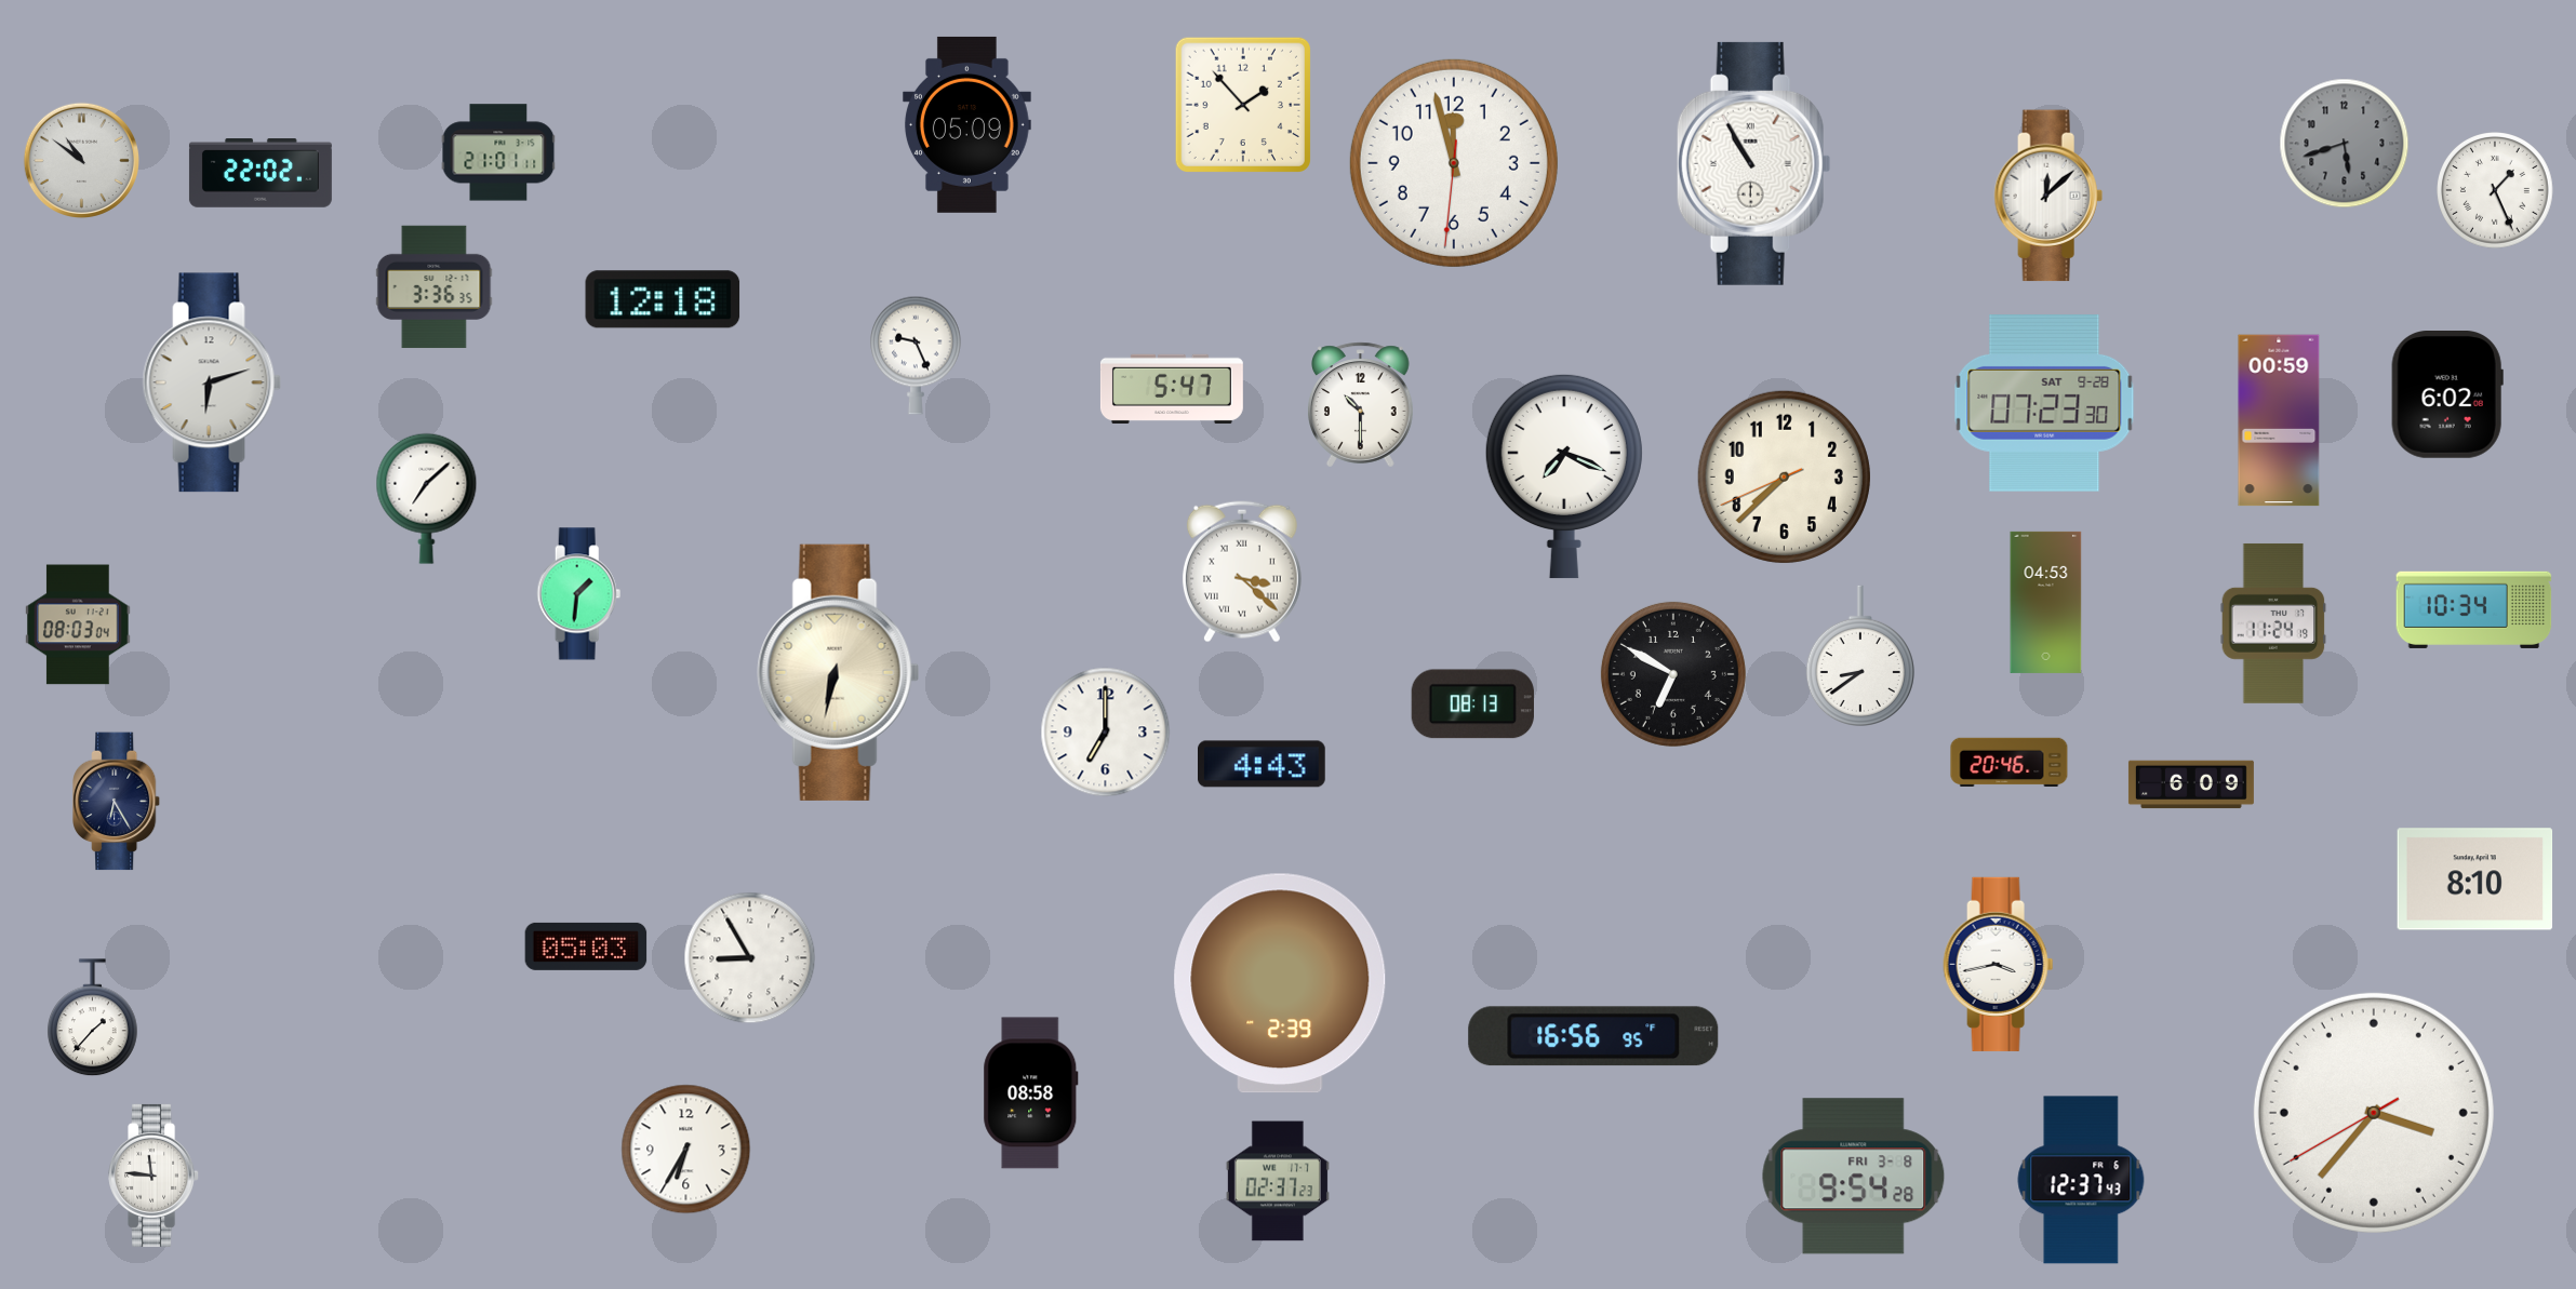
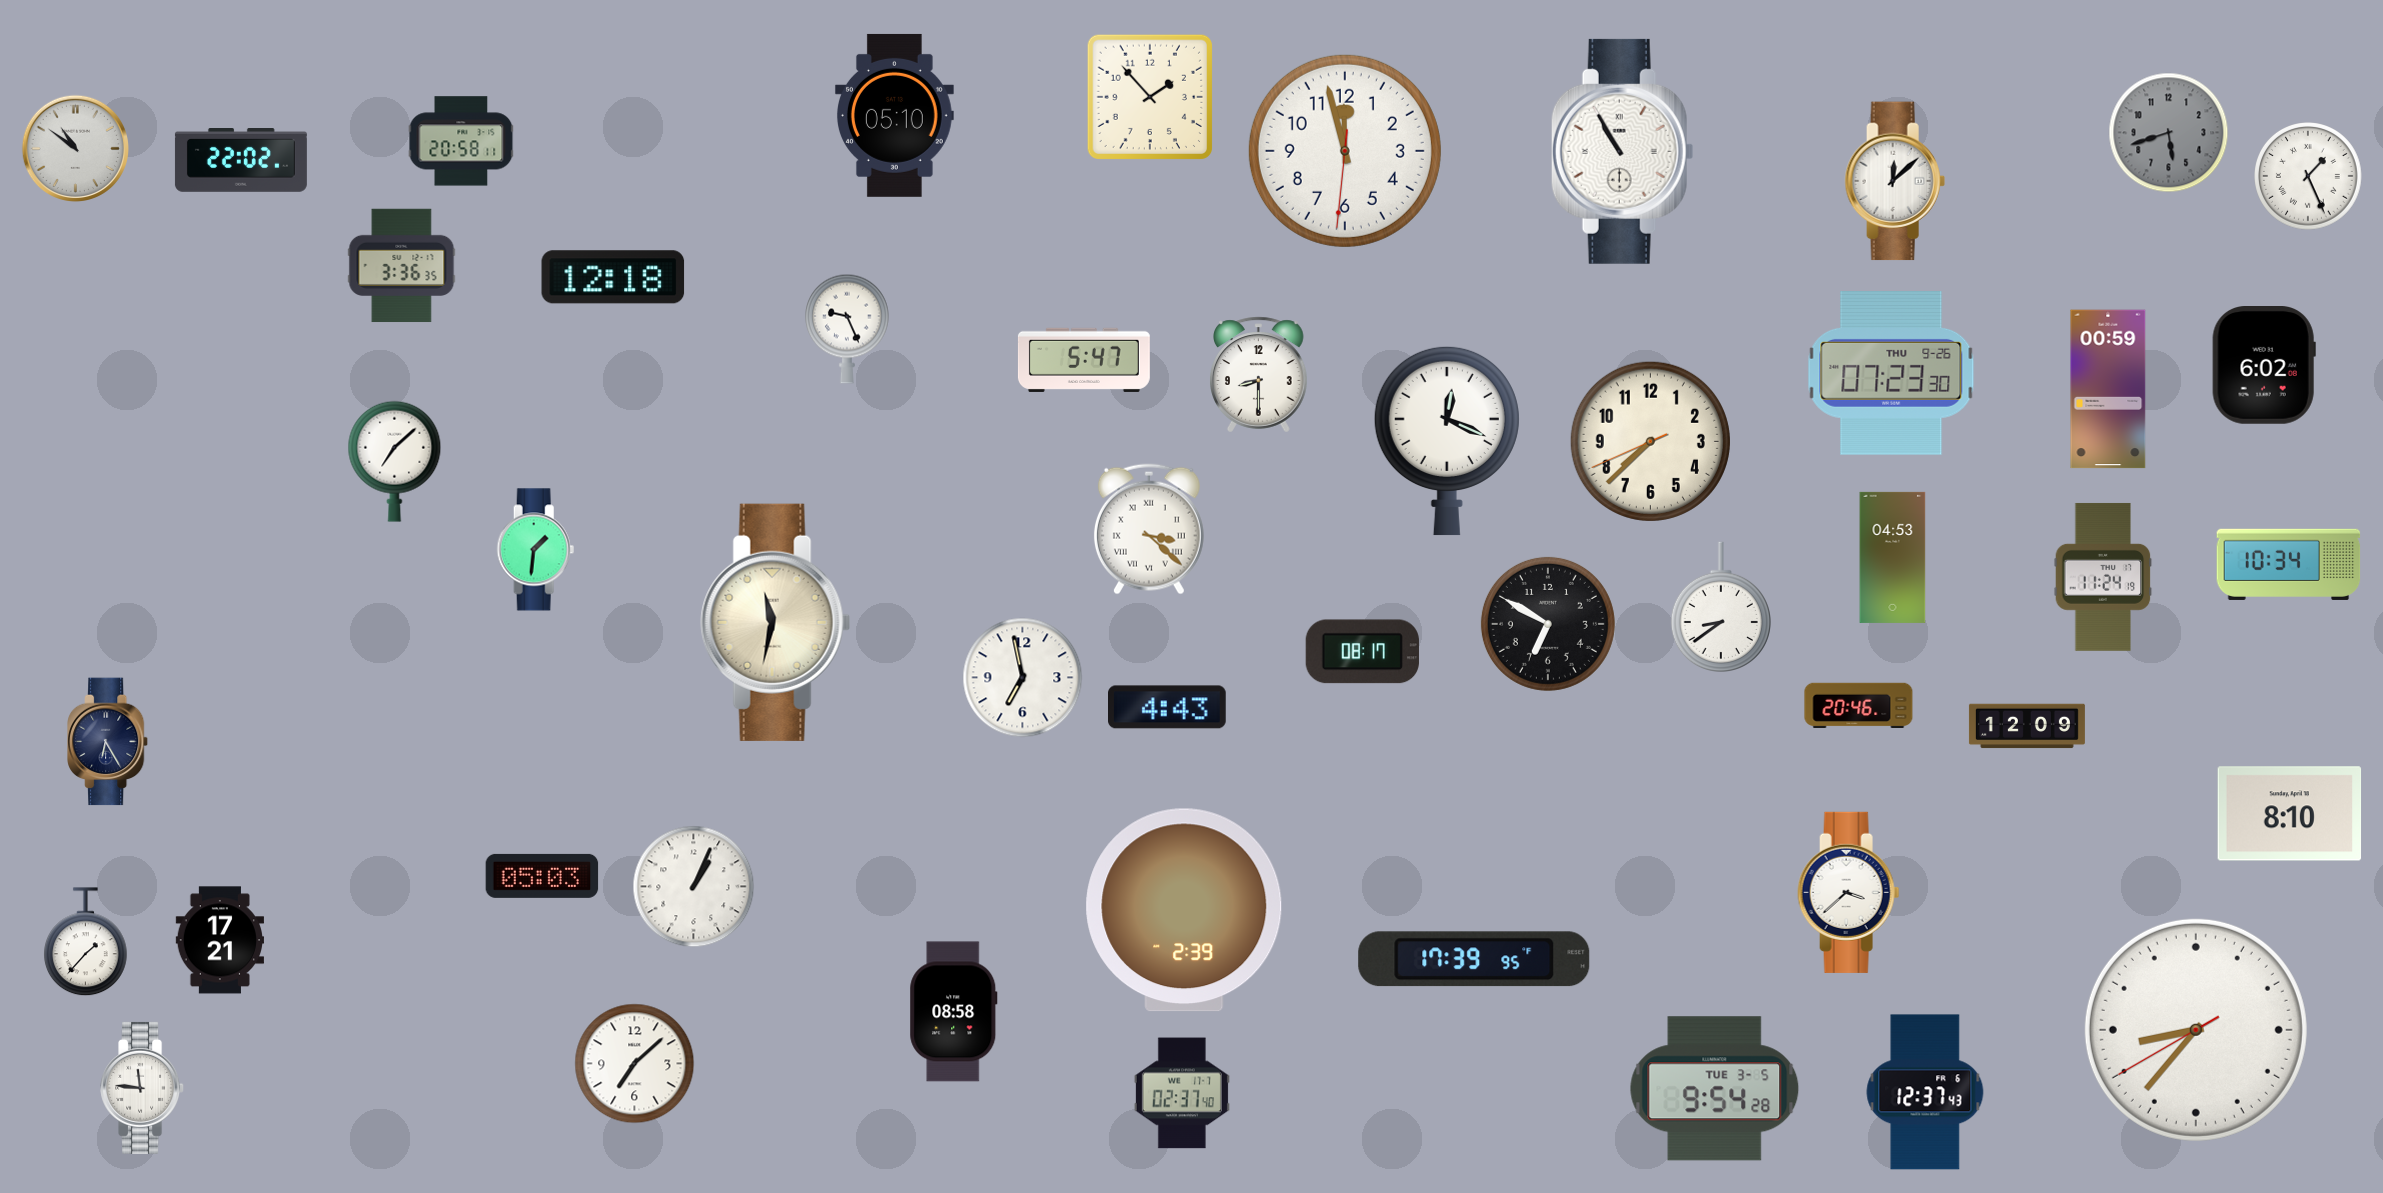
clock at (966, 124): 05:09 -> 05:10
clock at (498, 152): 21:01 -> 20:58
clock at (212, 382): 6:12 -> none
clock at (2044, 404) date: SAT 9-28 -> THU 9-26
clock at (1361, 405): 10:30 -> 8:30
clock at (1564, 476): 7:19 -> 12:19
clock at (79, 625): 08:03 -> none
clock at (839, 672): 6:32 -> 11:32
clock at (1472, 704): 08:13 -> 08:17
clock at (1106, 733): 7:00 -> 6:58
clock at (2191, 784): 6:09 -> 12:09
clock at (750, 958): 8:55 -> 1:04
clock at (1999, 964): 3:43 -> 3:38
clock at (219, 940): none -> 17:21
clock at (1593, 1036): 16:56 -> 17:39
clock at (2374, 1113): 3:36 -> 8:36
clock at (686, 1150): 6:35 -> 7:08
clock at (1854, 1177) date: FRI 3-8 -> TUE 3-5
clock at (1278, 1181): 02:37:23 -> 02:37:40
